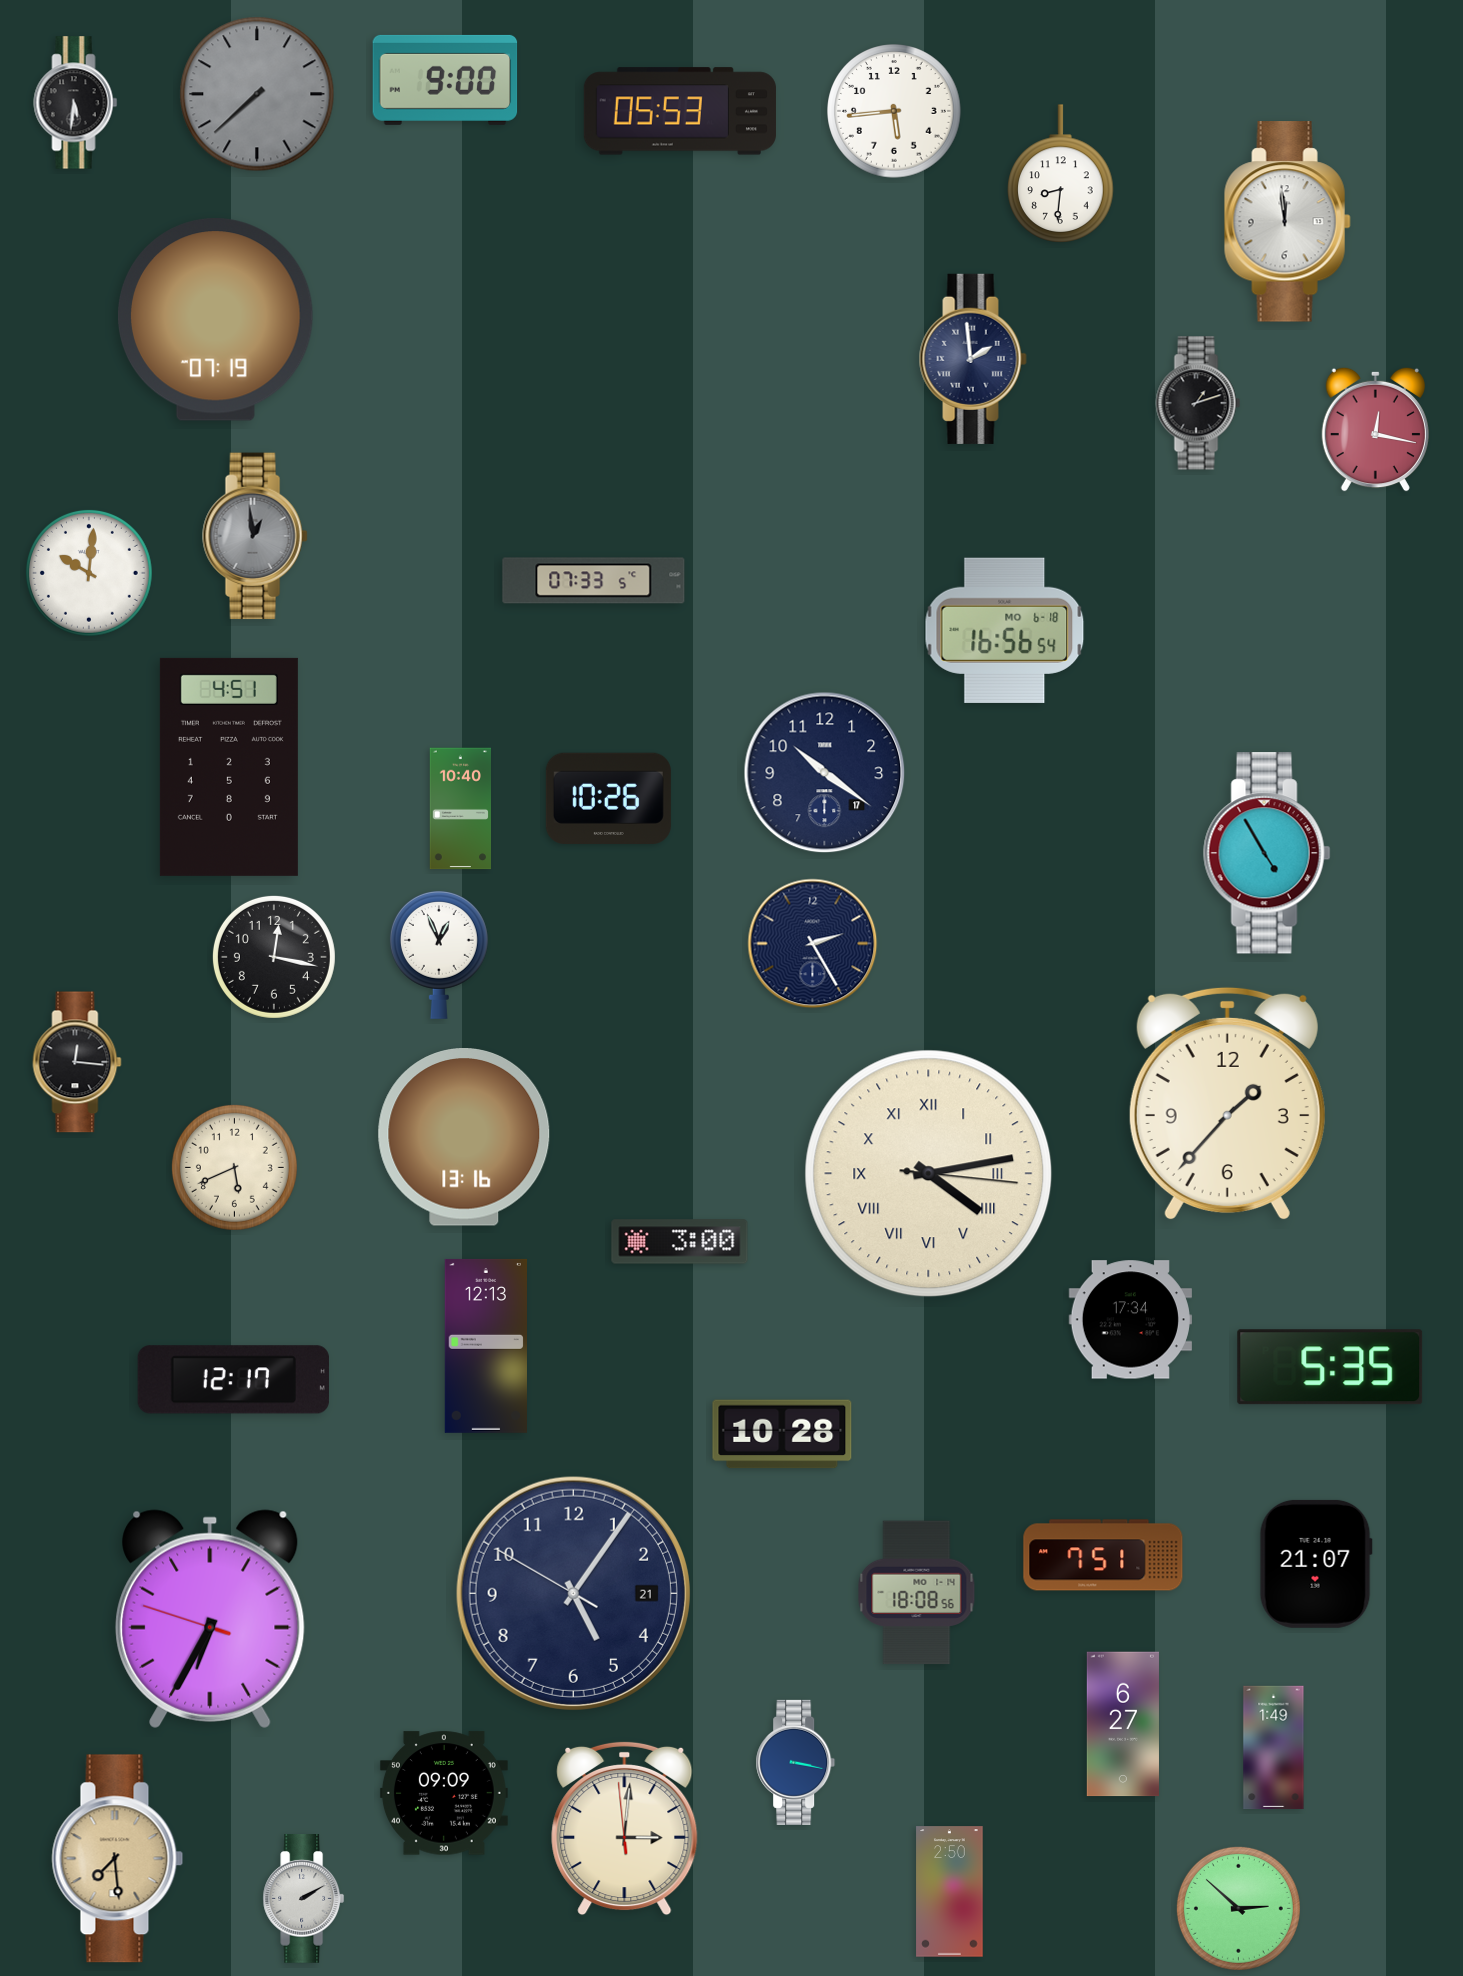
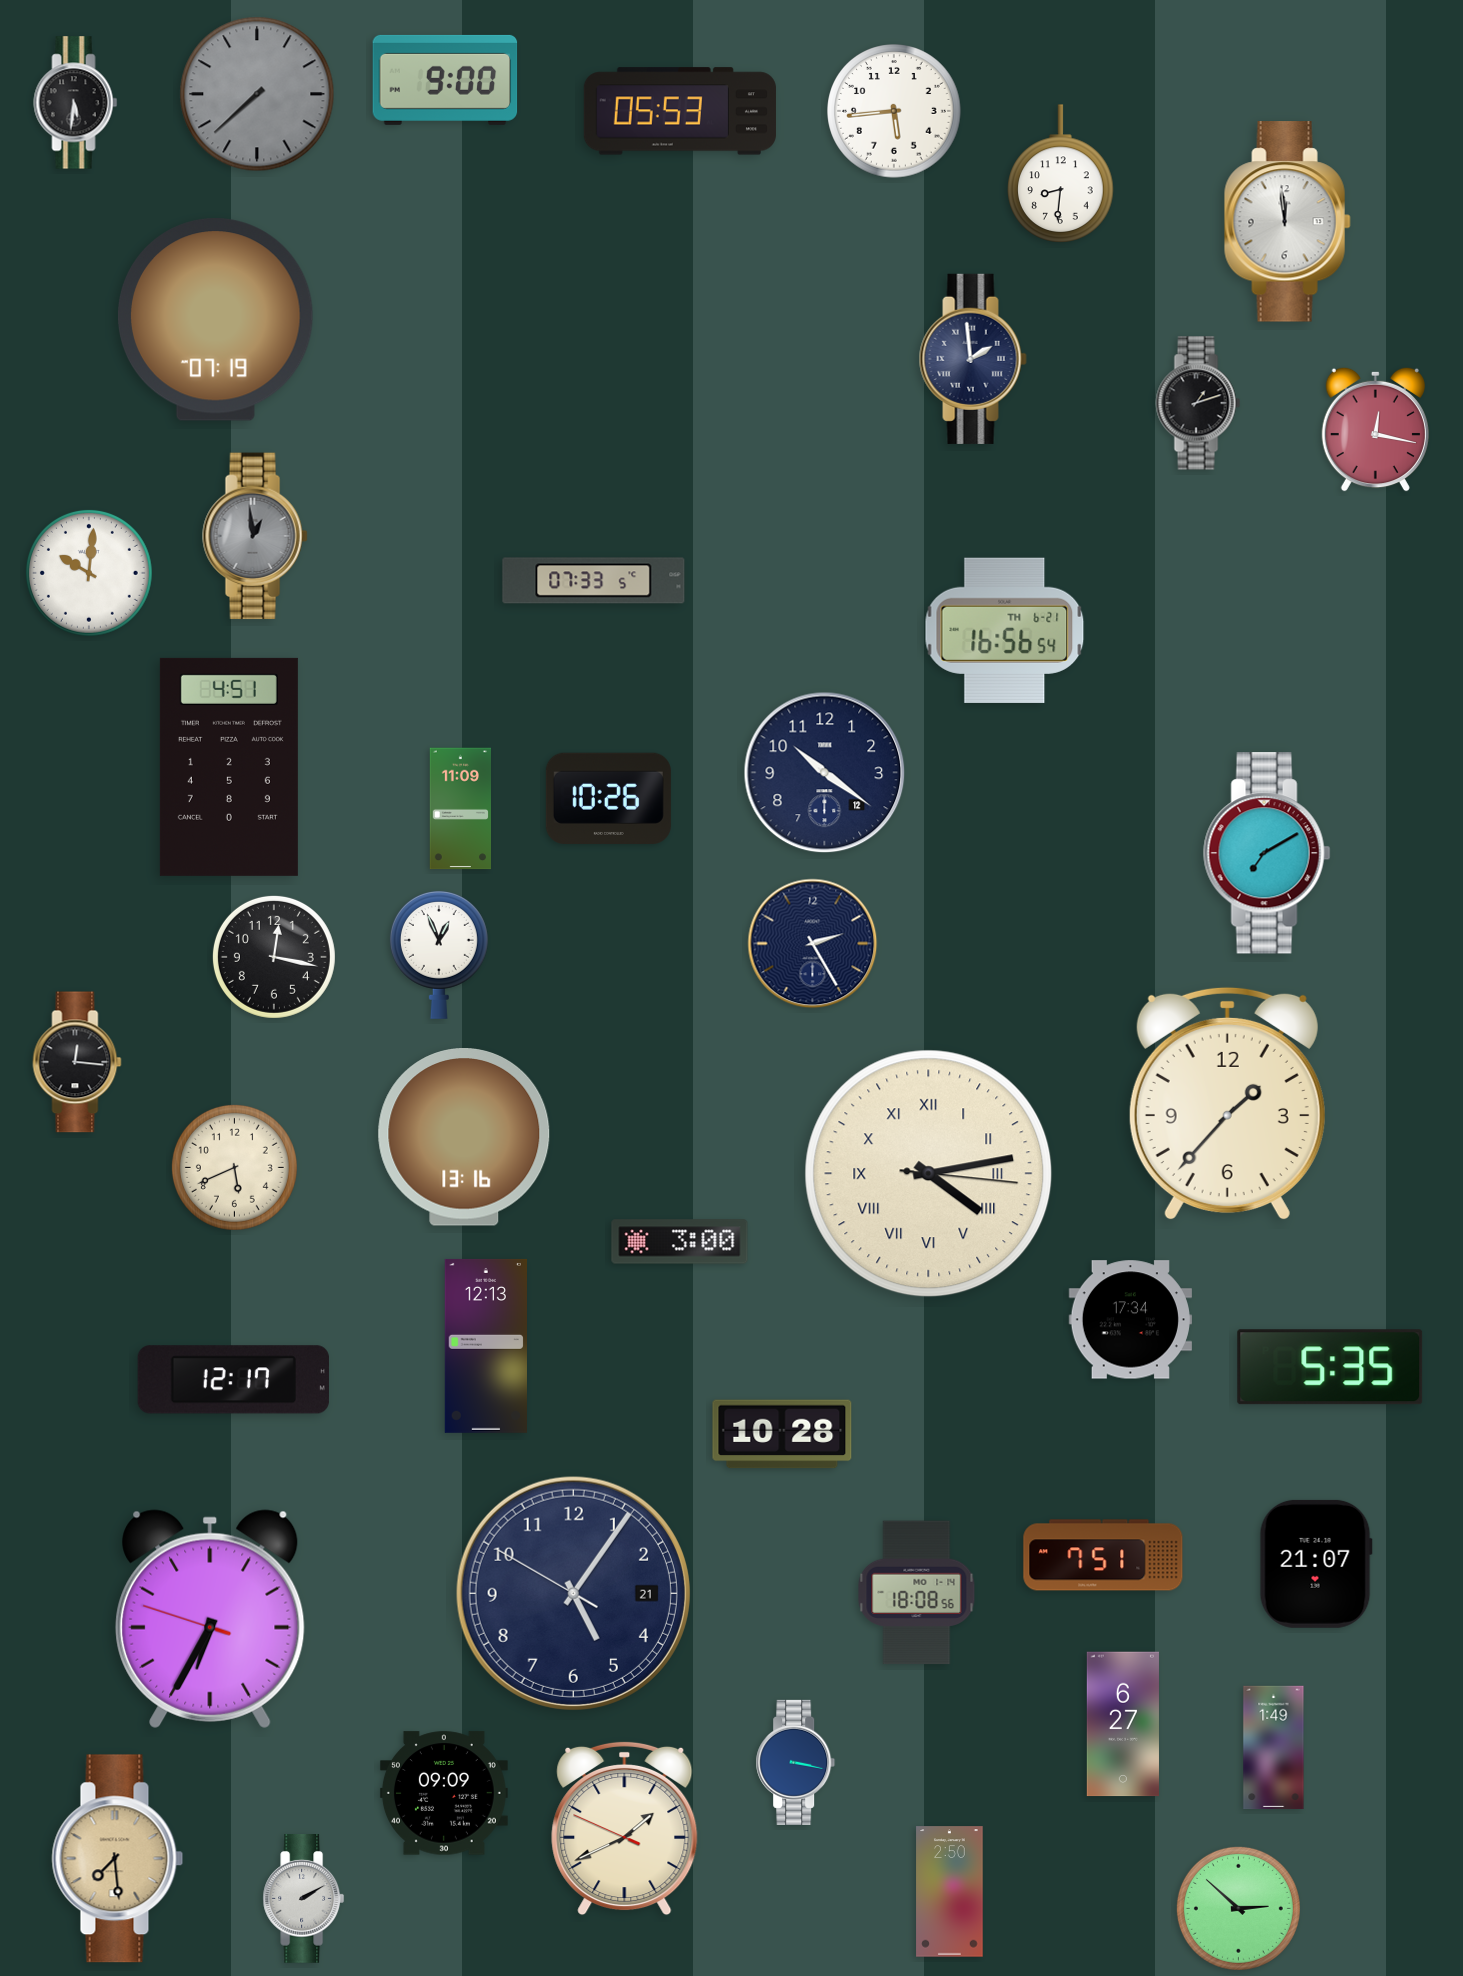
clock at (1005, 630) date: MO 6-18 -> TH 6-21
clock at (825, 773) date: 17 -> 12
clock at (460, 809): 10:40 -> 11:09
clock at (1267, 853): 4:55 -> 7:10
clock at (625, 1828): 3:00 -> 1:40
